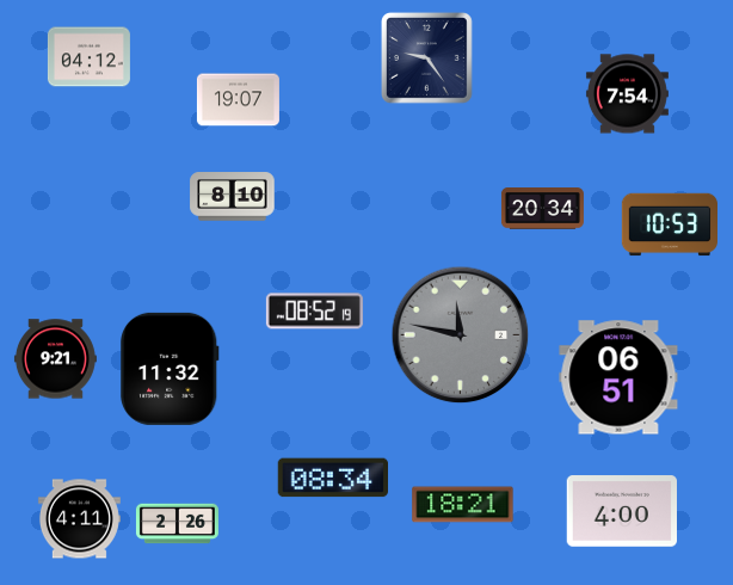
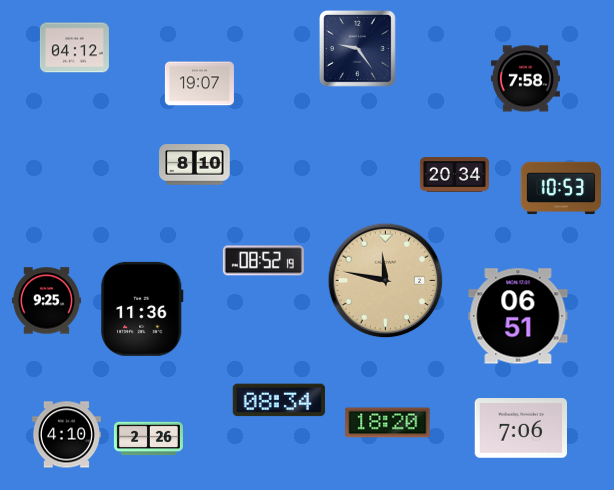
clock at (627, 94): 7:54 -> 7:58
clock at (461, 335) dial: grey -> champagne
clock at (55, 359): 9:21 -> 9:25
clock at (170, 369): 11:32 -> 11:36
clock at (463, 505): 18:21 -> 18:20
clock at (622, 511): 4:00 -> 7:06
clock at (79, 519): 4:11 -> 4:10
